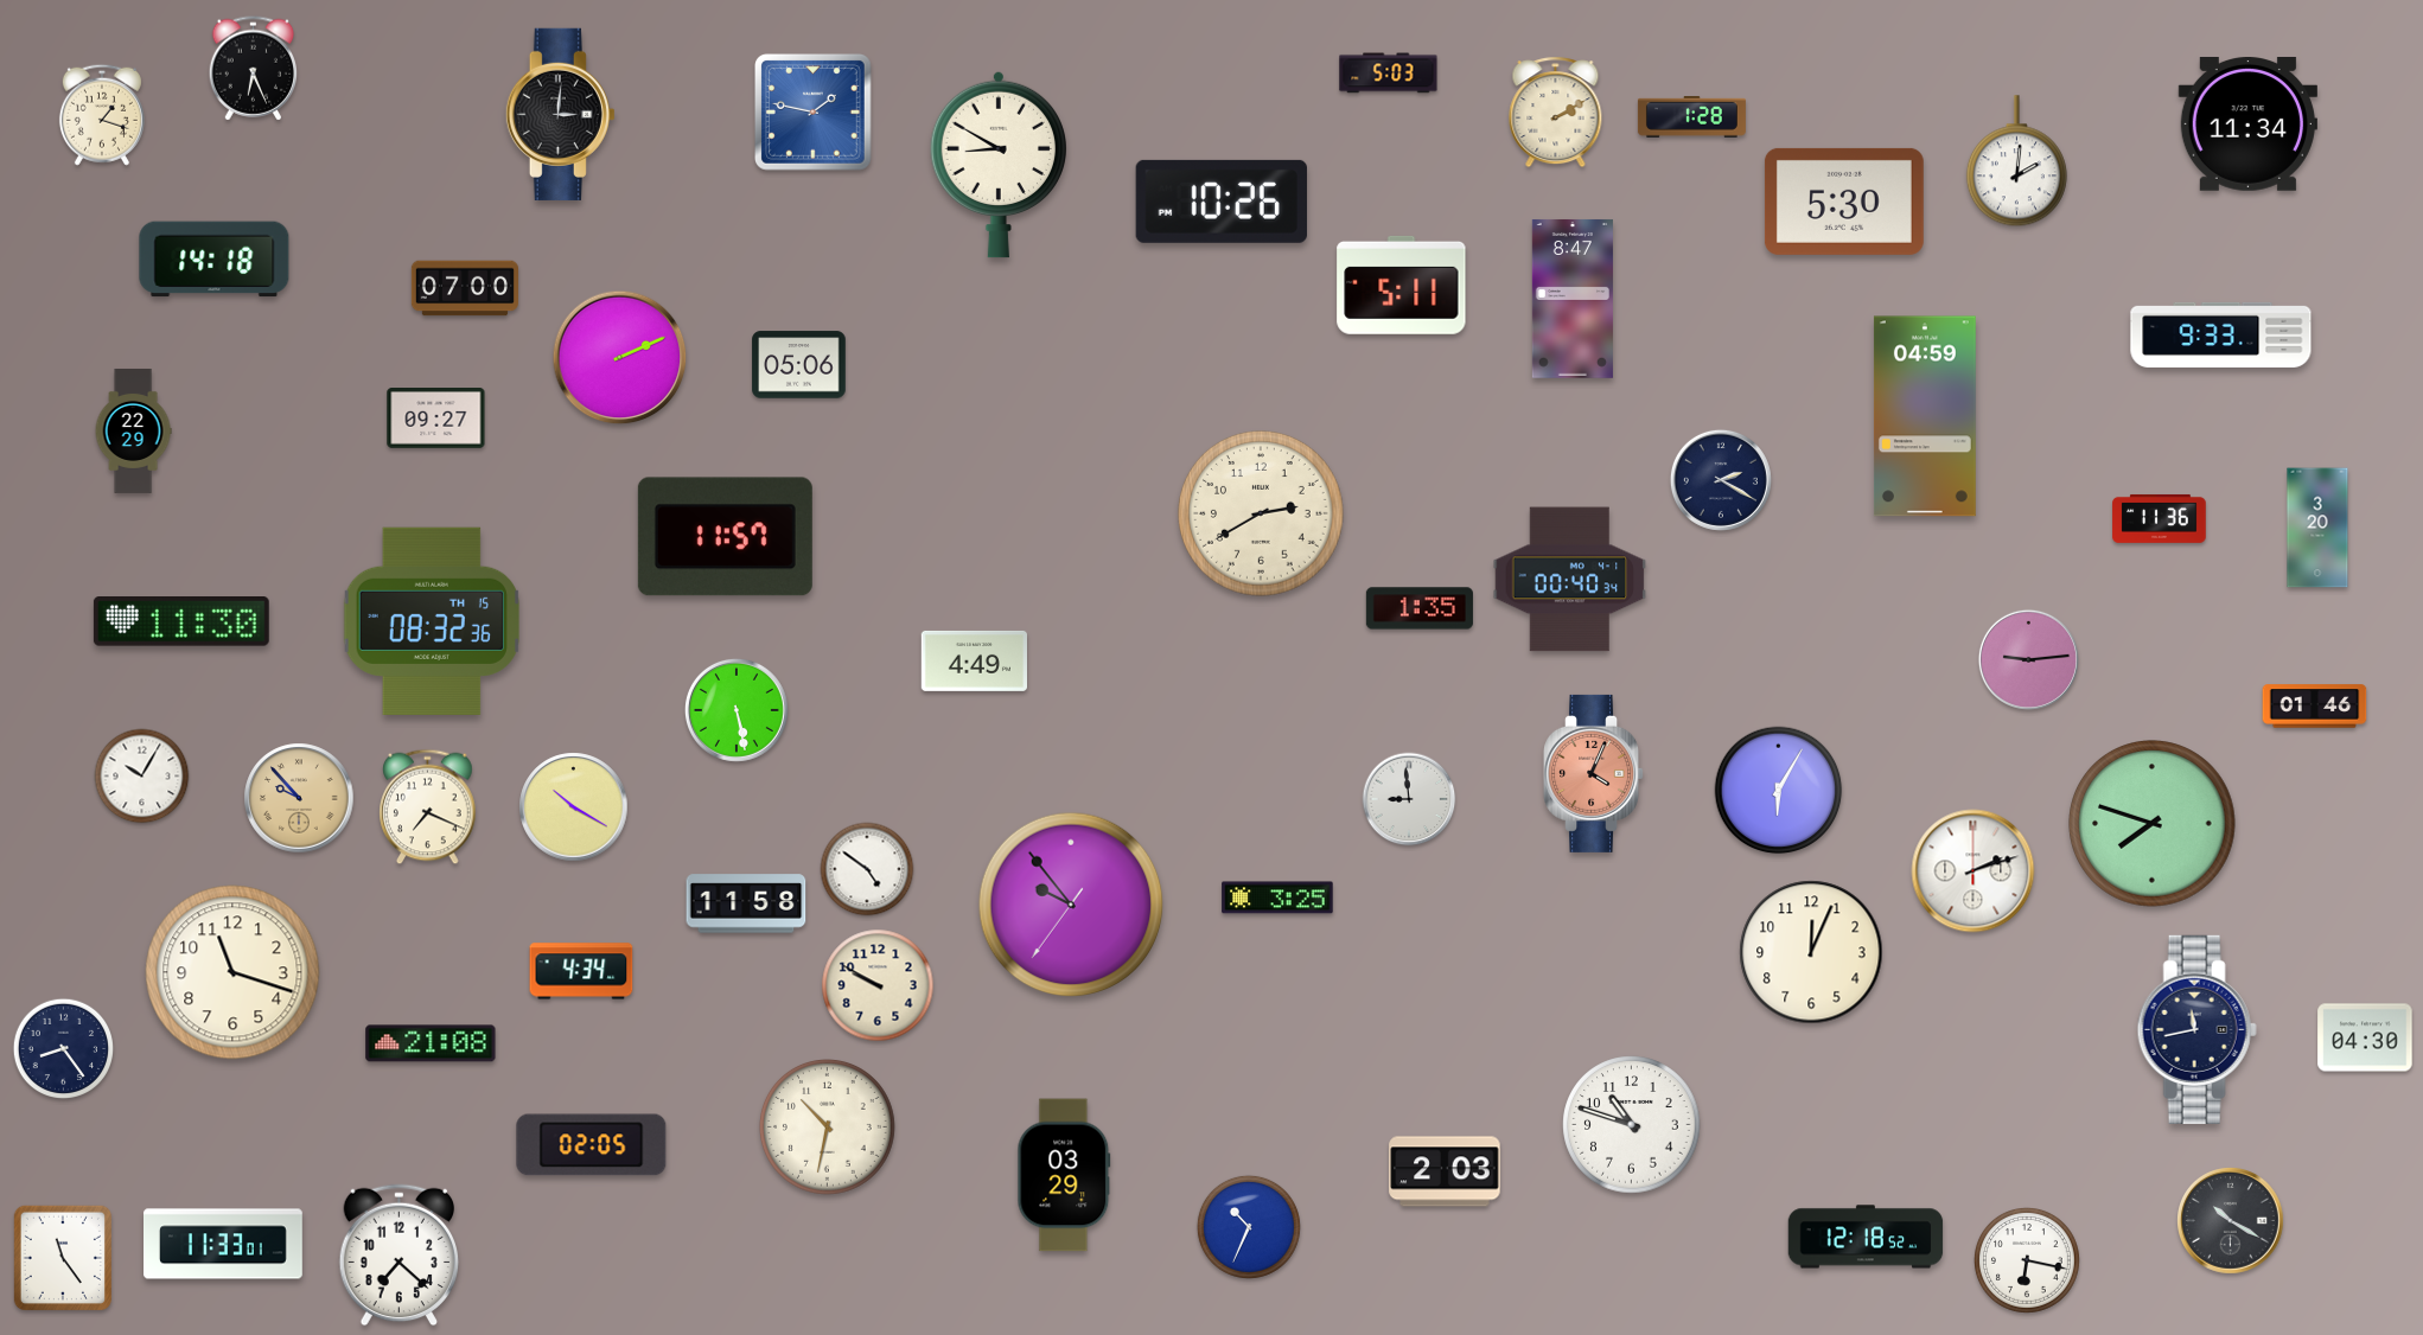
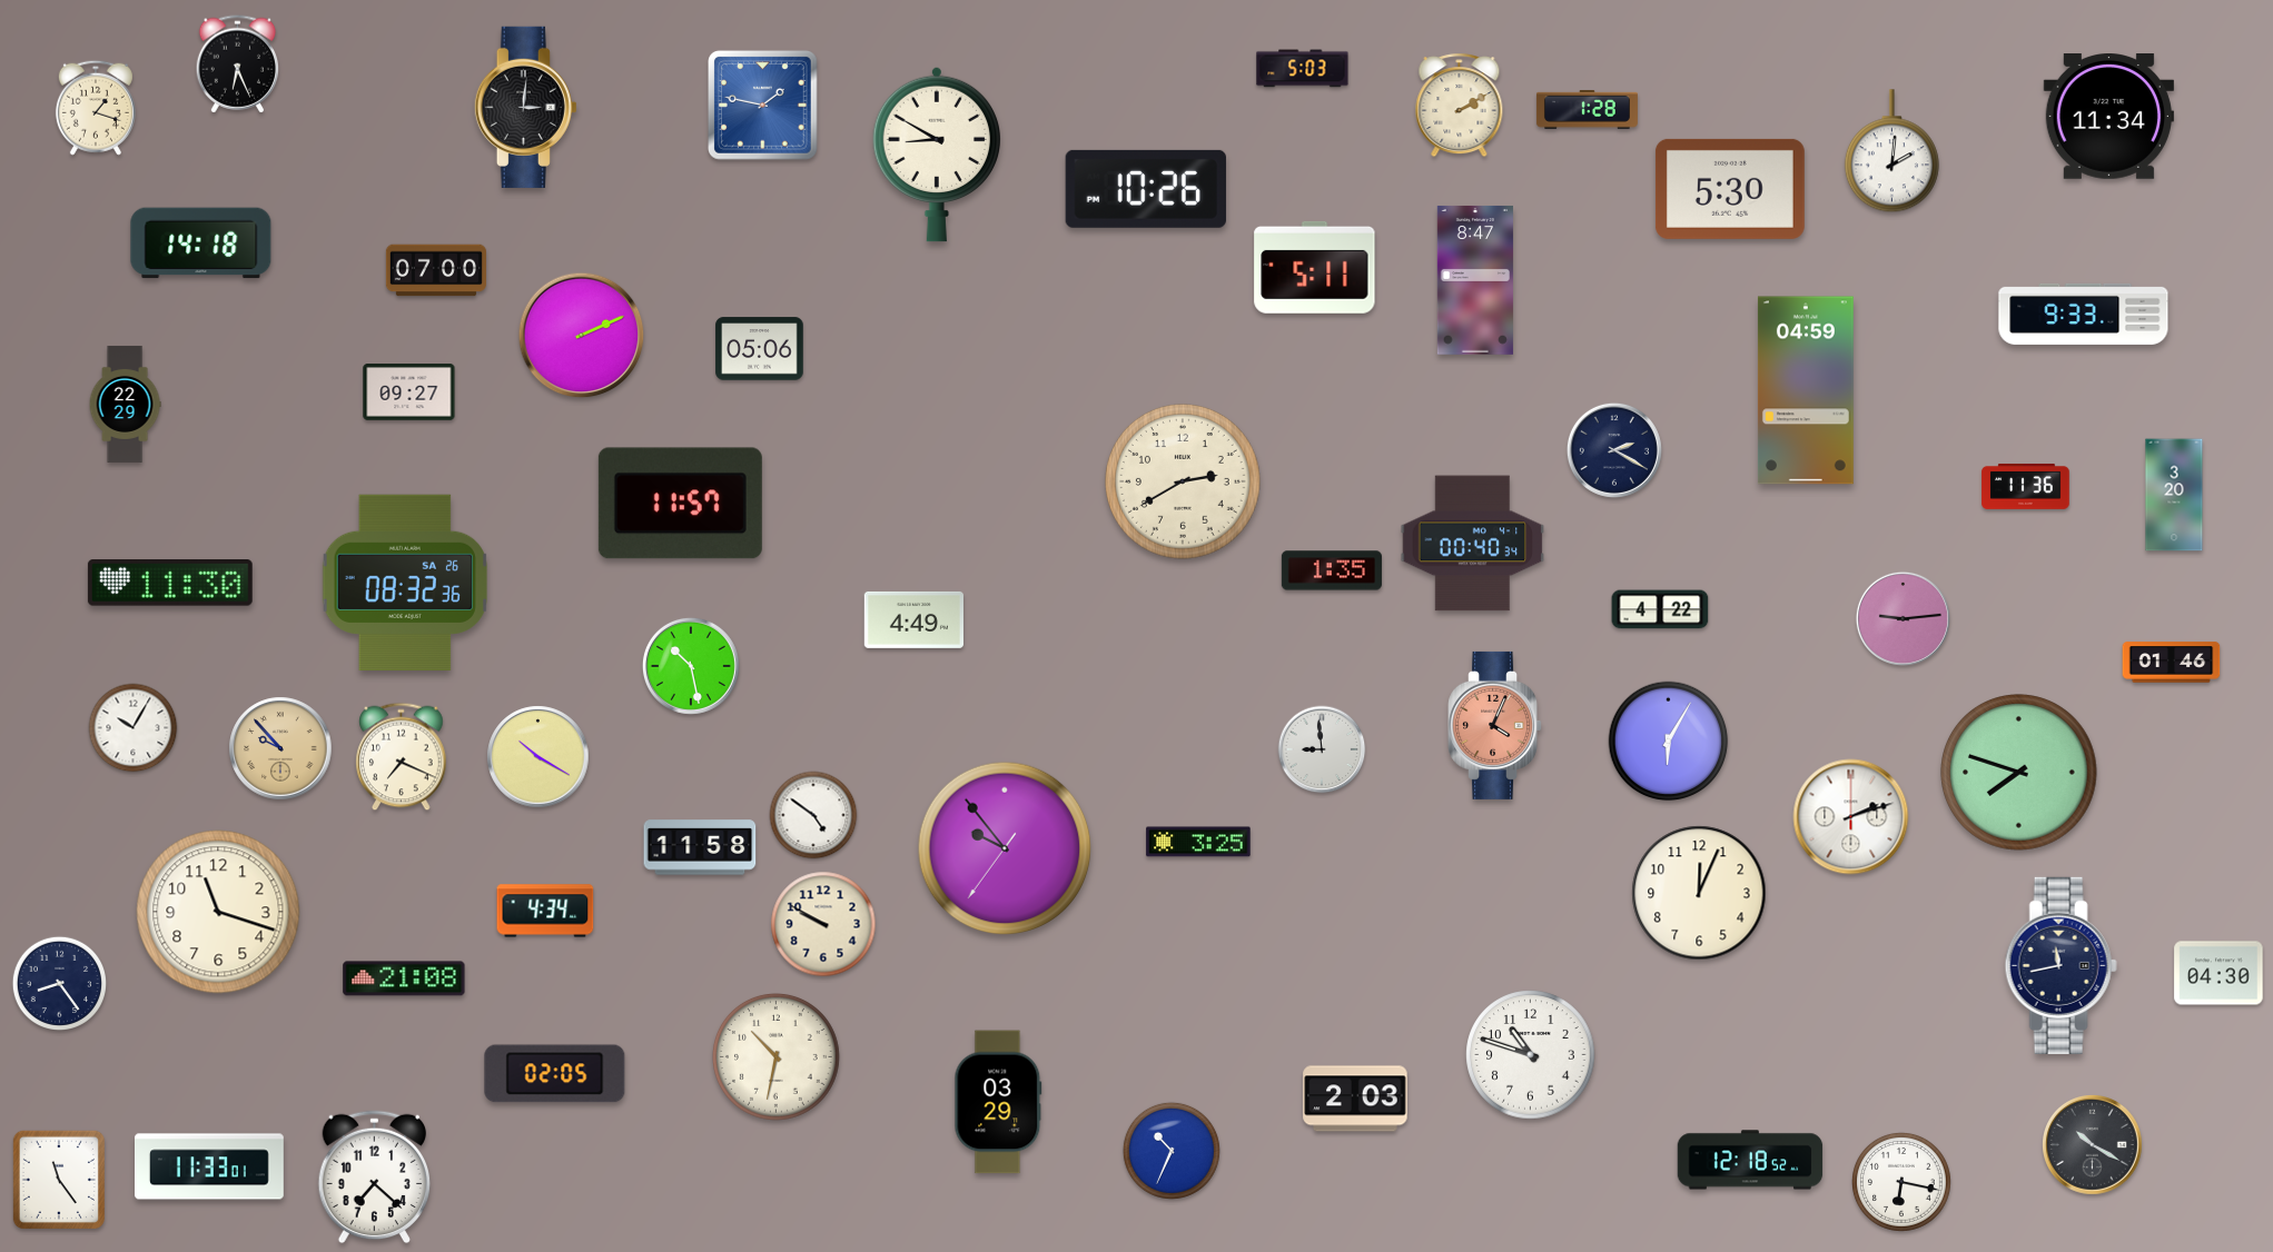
clock at (799, 365) position: (799, 365) -> (760, 349)
clock at (431, 620) date: TH 15 -> SA 26
clock at (1660, 609): none -> 4:22
clock at (737, 710): 5:28 -> 10:28
